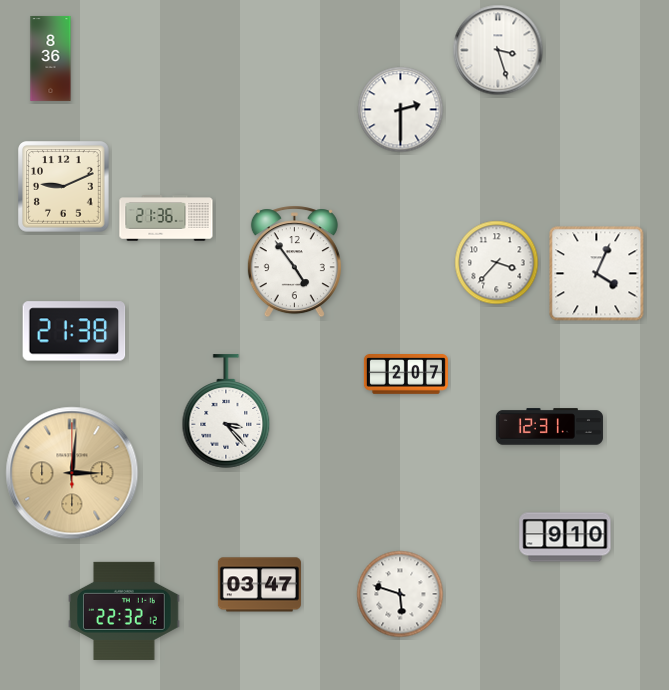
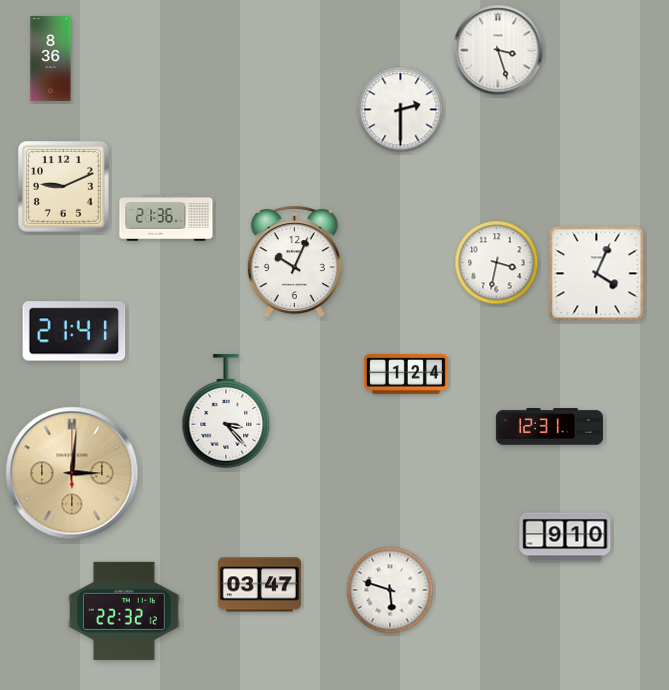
clock at (294, 262): 4:54 -> 10:04
clock at (497, 263): 3:37 -> 3:32
clock at (74, 331): 21:38 -> 21:41
clock at (406, 375): 2:07 -> 1:24
clock at (400, 594) position: (400, 594) -> (390, 590)
